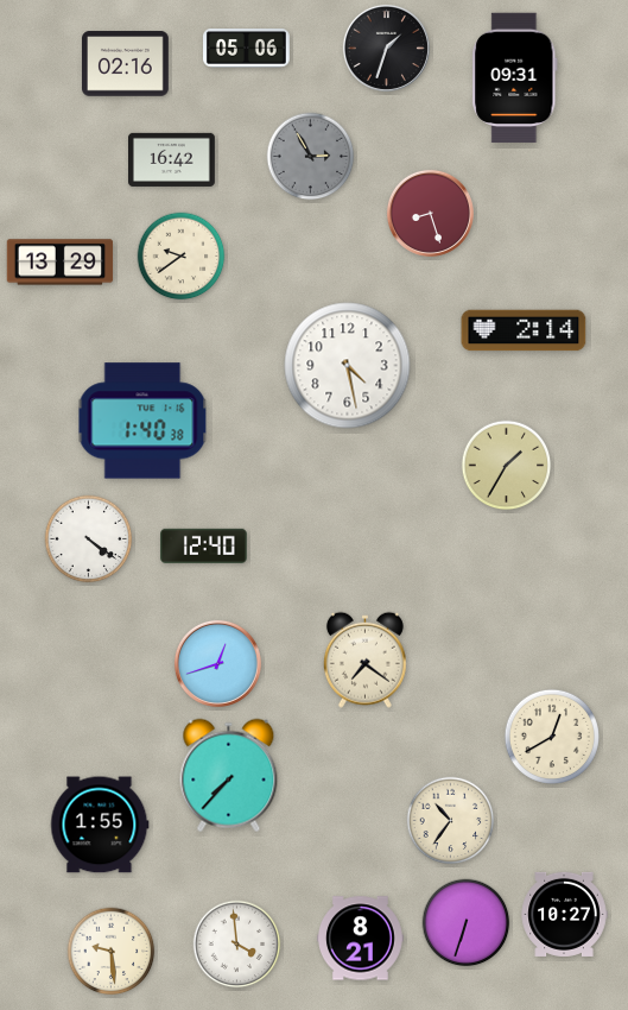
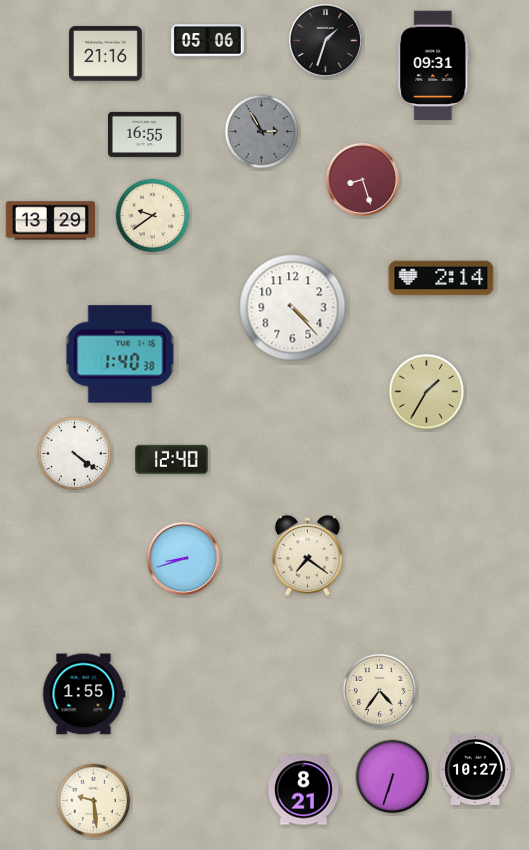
clock at (126, 64): 02:16 -> 21:16
clock at (172, 159): 16:42 -> 16:55
clock at (348, 366): 4:28 -> 4:23
clock at (217, 663): 12:42 -> 8:42
clock at (551, 736): 12:40 -> none
clock at (229, 776): 7:37 -> none
clock at (451, 821): 10:36 -> 4:36
clock at (237, 945): 3:59 -> none
